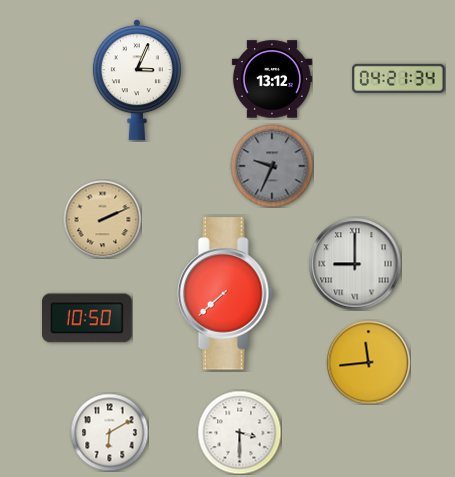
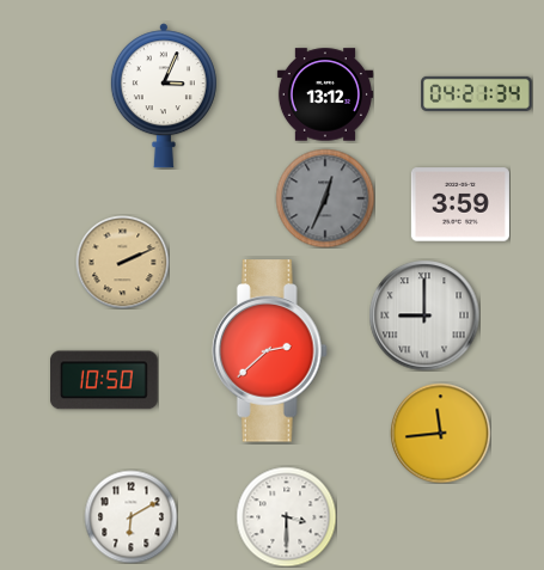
clock at (272, 166): 9:34 -> 12:34
clock at (460, 204): none -> 3:59
clock at (225, 294): 7:38 -> 2:38
